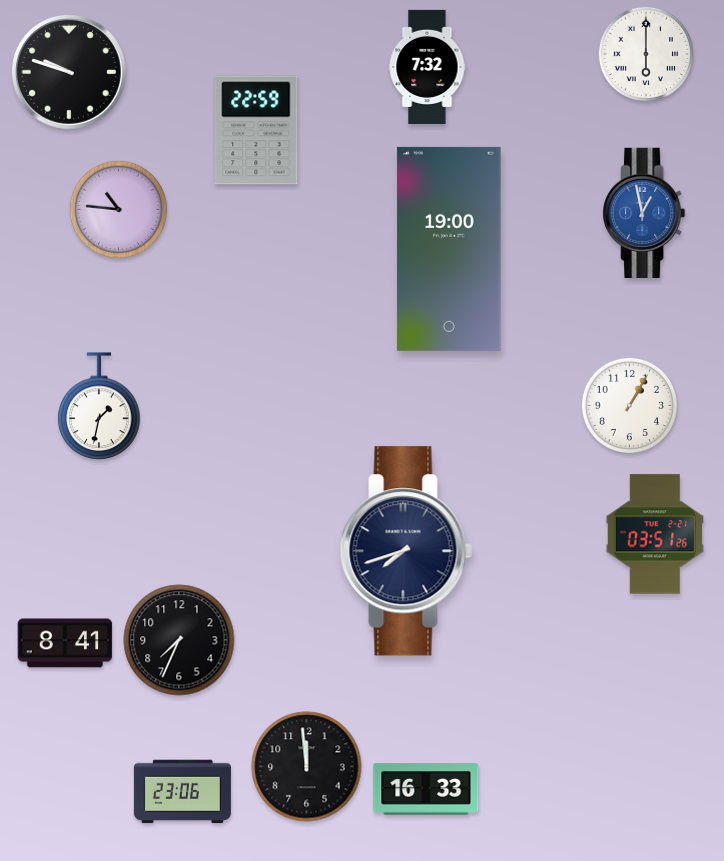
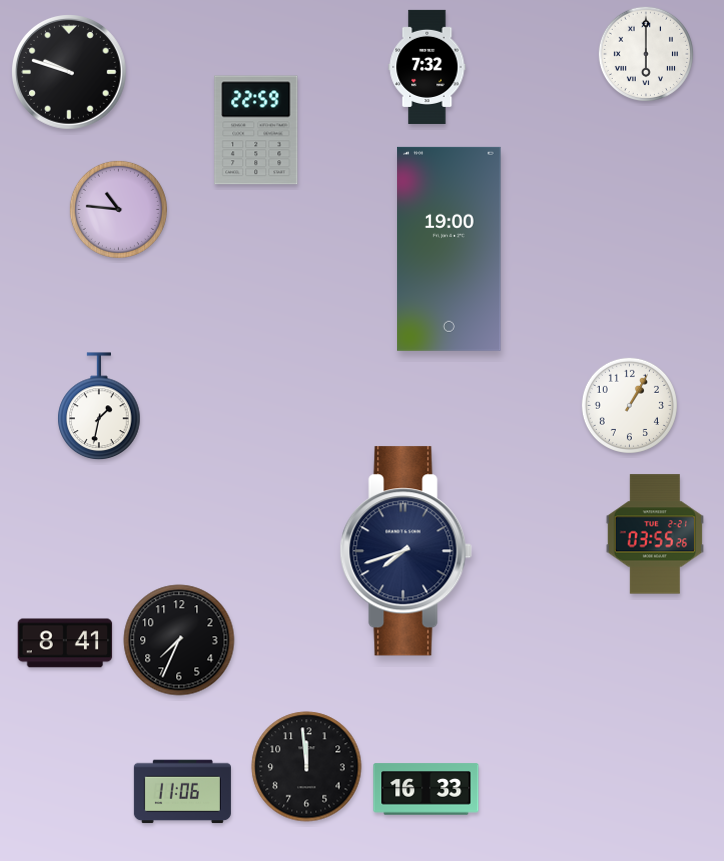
clock at (645, 212): 12:58 -> none
clock at (654, 534): 03:51 -> 03:55
clock at (182, 792): 23:06 -> 11:06
